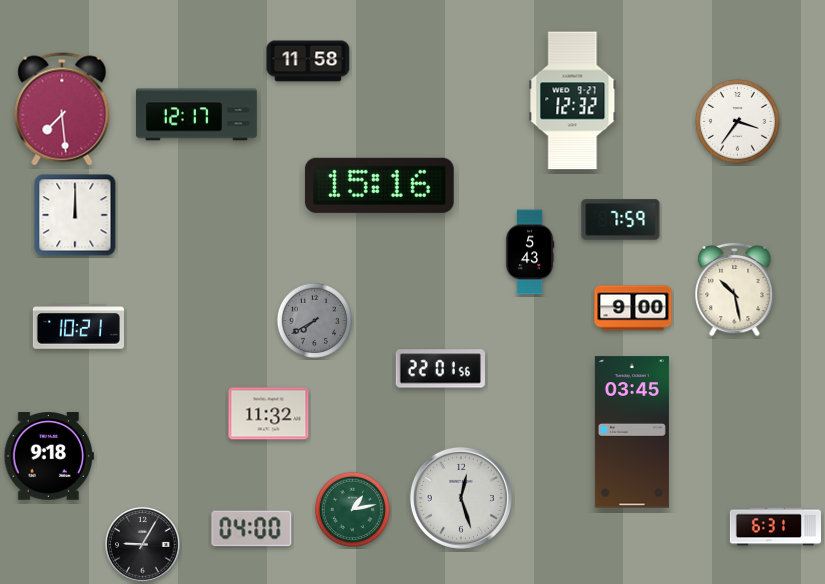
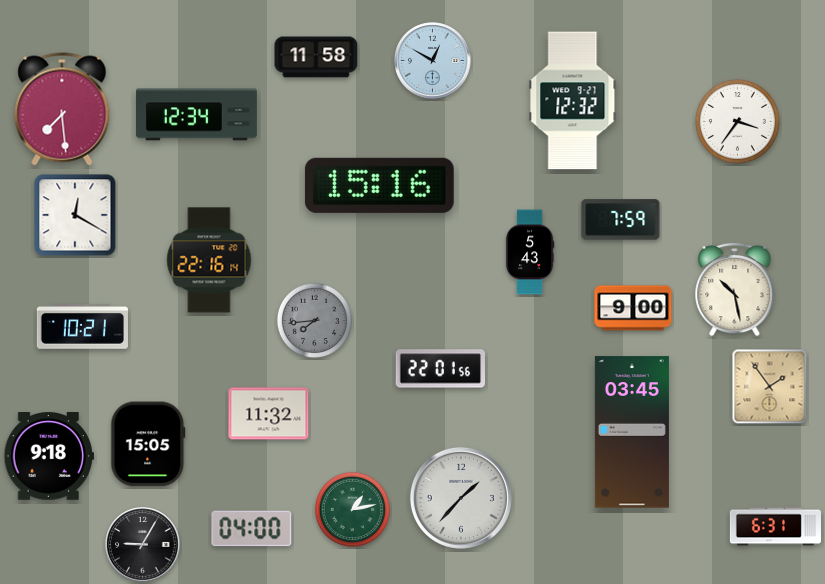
clock at (308, 61) position: (308, 61) -> (316, 57)
clock at (433, 61): none -> 12:50
clock at (196, 115): 12:17 -> 12:34
clock at (75, 215): 12:00 -> 12:20
clock at (209, 260): none -> 22:16
clock at (314, 320): 7:40 -> 7:44
clock at (78, 327) position: (78, 327) -> (82, 327)
clock at (770, 387): none -> 1:54
clock at (148, 444): none -> 15:05
clock at (461, 498): 12:27 -> 1:37
